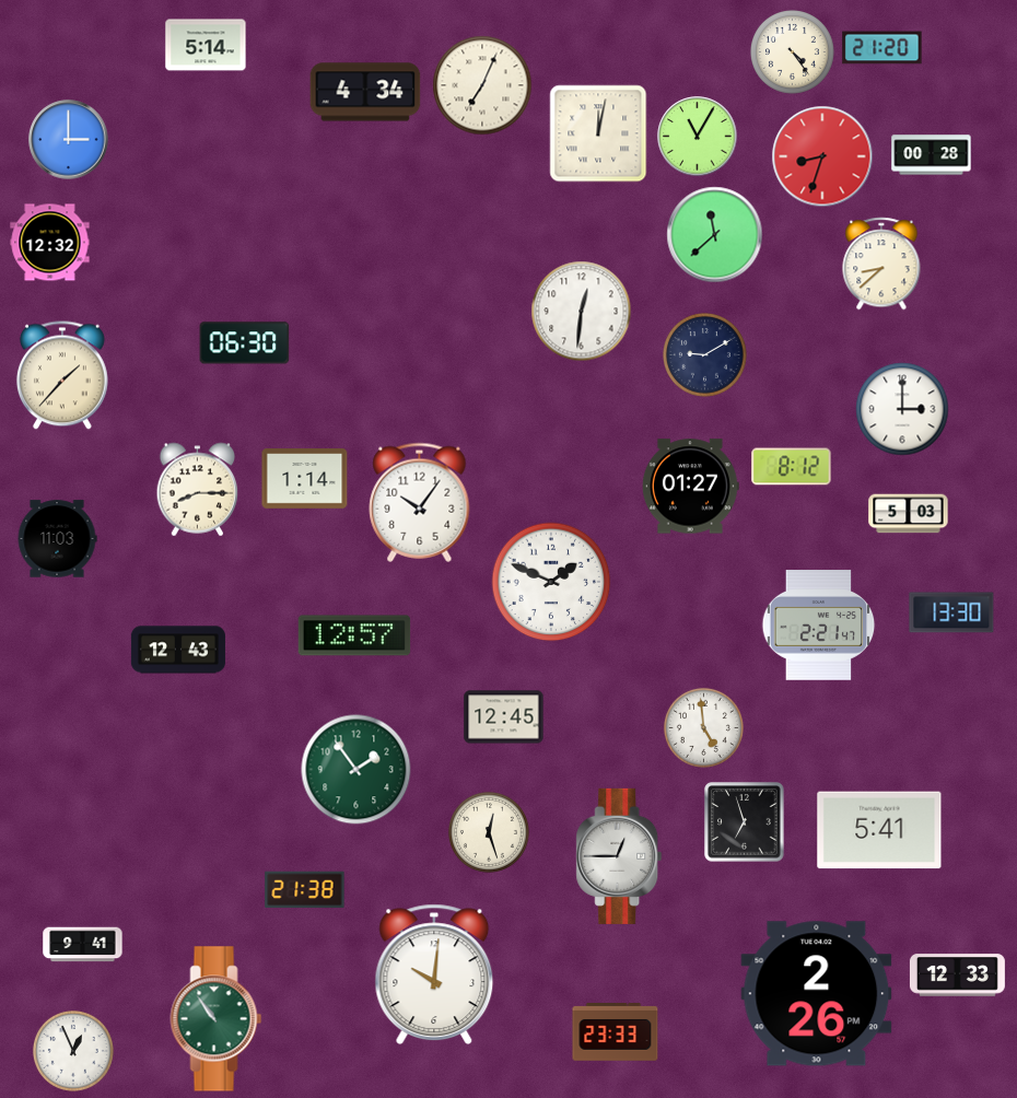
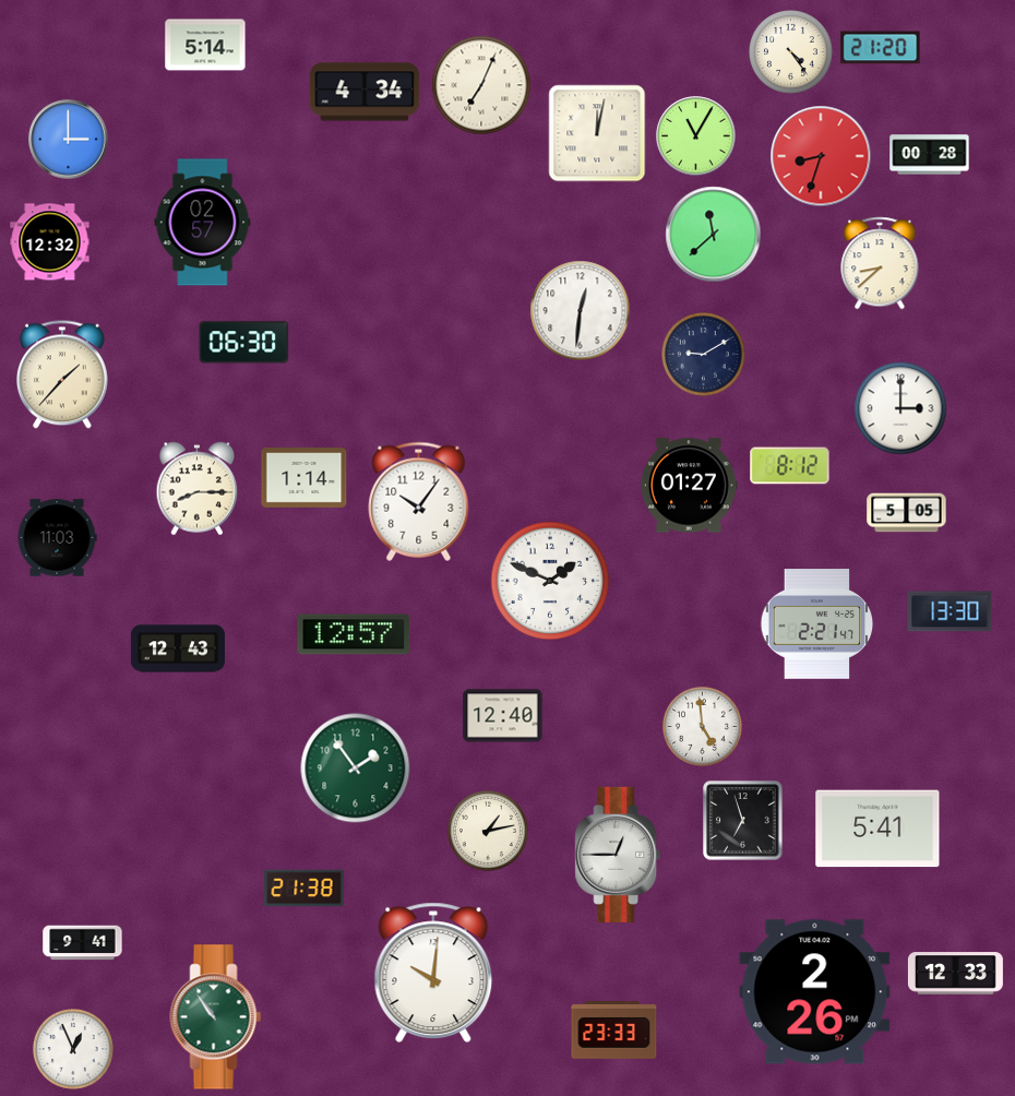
clock at (203, 223): none -> 02:57
clock at (909, 514): 5:03 -> 5:05
clock at (504, 717): 12:45 -> 12:40
clock at (489, 832): 12:27 -> 1:13
